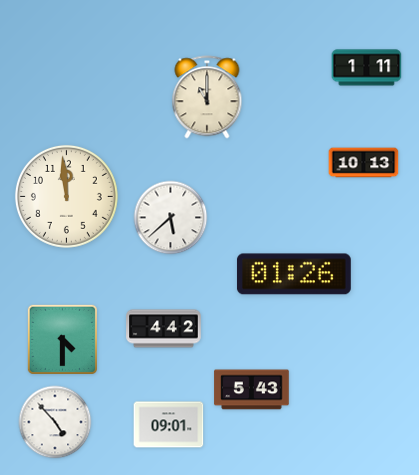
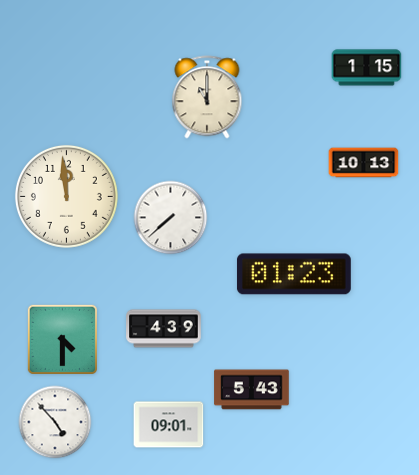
clock at (367, 68): 1:11 -> 1:15
clock at (171, 218): 5:38 -> 7:38
clock at (294, 274): 01:26 -> 01:23
clock at (164, 329): 4:42 -> 4:39
